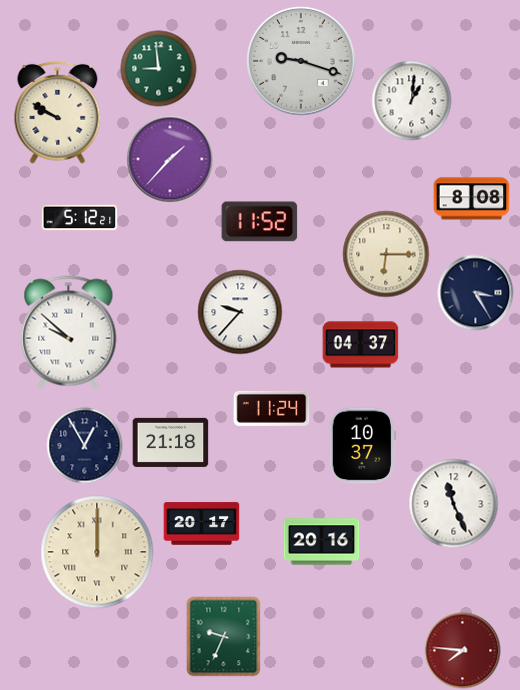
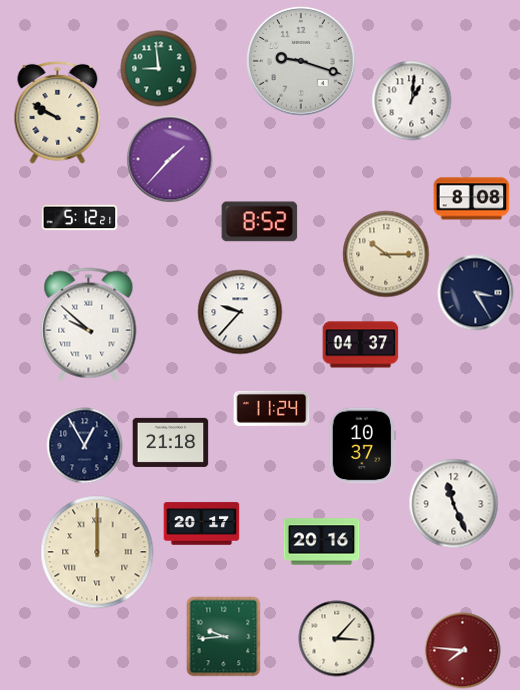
clock at (260, 222): 11:52 -> 8:52
clock at (386, 254): 6:15 -> 10:15
clock at (69, 333) position: (69, 333) -> (89, 325)
clock at (224, 637): 9:34 -> 9:44
clock at (337, 639): none -> 3:07
